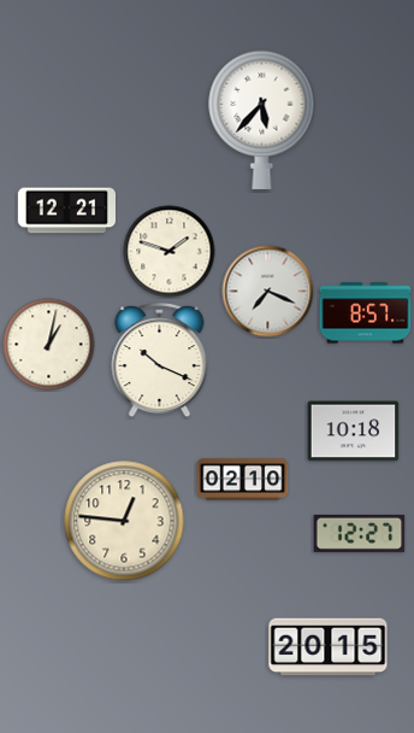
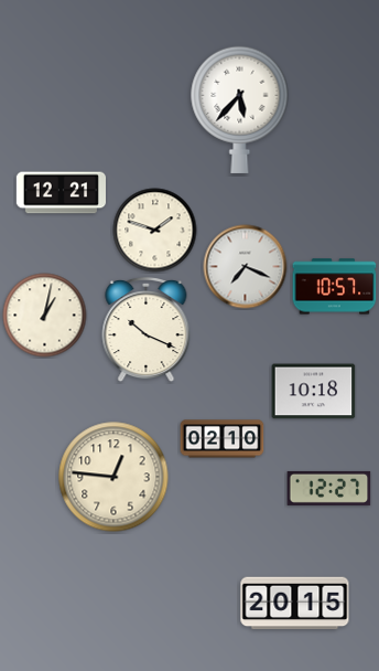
clock at (366, 313): 8:57 -> 10:57
clock at (354, 432) position: (354, 432) -> (314, 392)
clock at (329, 647) position: (329, 647) -> (295, 604)
